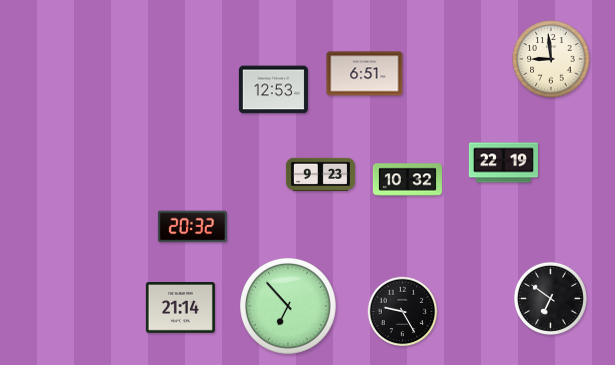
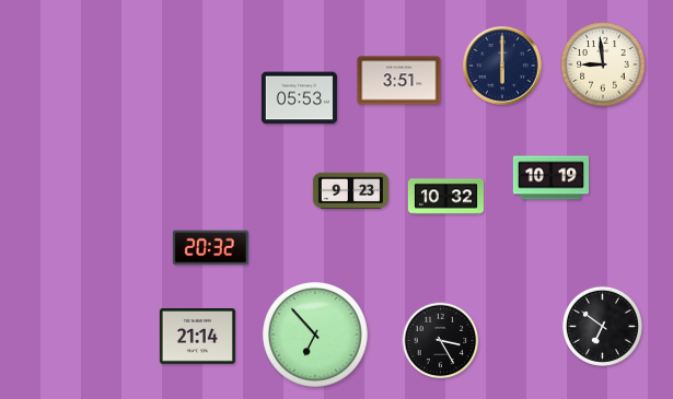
clock at (502, 66): none -> 6:00
clock at (365, 74): 6:51 -> 3:51
clock at (273, 90): 12:53 -> 05:53
clock at (503, 163): 22:19 -> 10:19
clock at (403, 312): 9:25 -> 3:25
